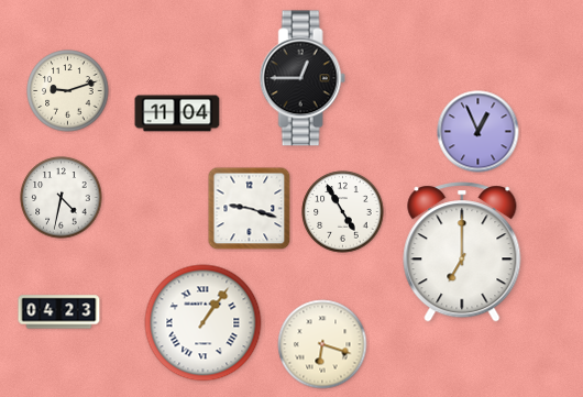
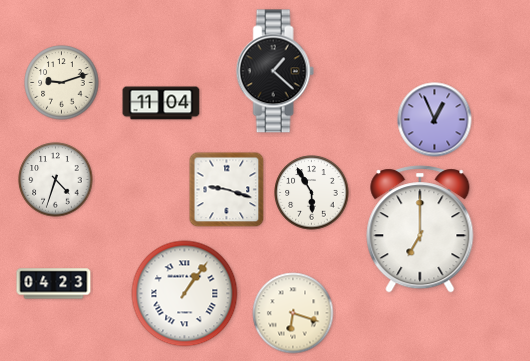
clock at (302, 78): 12:45 -> 1:22
clock at (62, 198): 4:32 -> 4:33
clock at (343, 212): 4:55 -> 5:55
